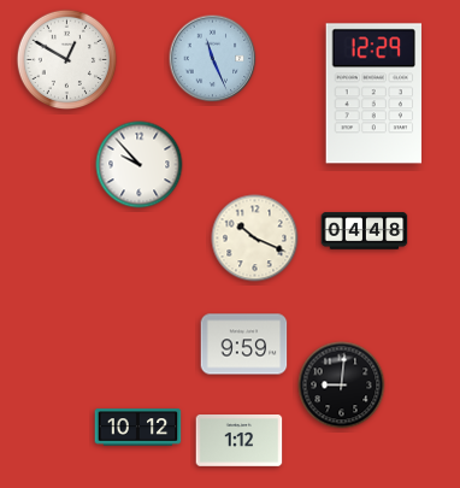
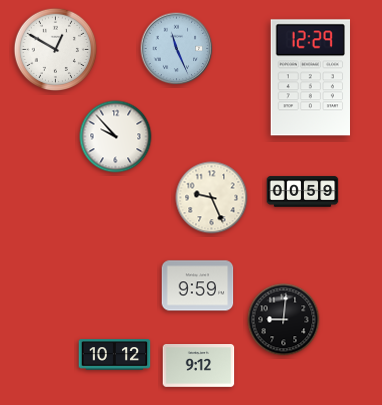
clock at (365, 231): 04:48 -> 00:59
clock at (255, 239): 10:19 -> 9:26
clock at (244, 345) position: (244, 345) -> (198, 286)
clock at (240, 441): 1:12 -> 9:12
